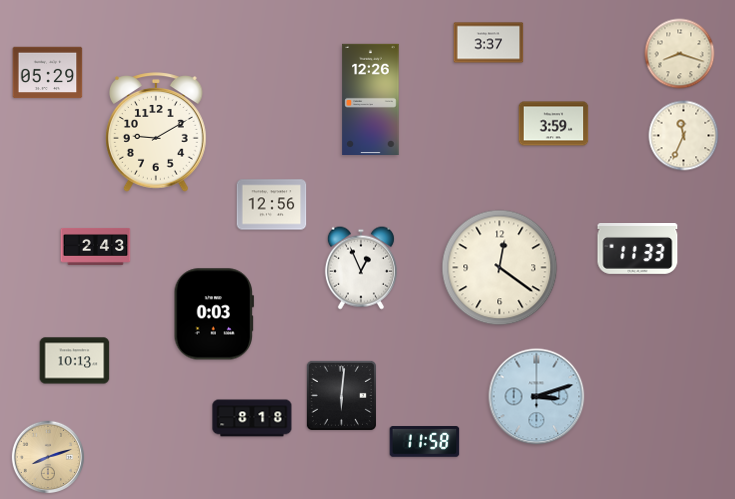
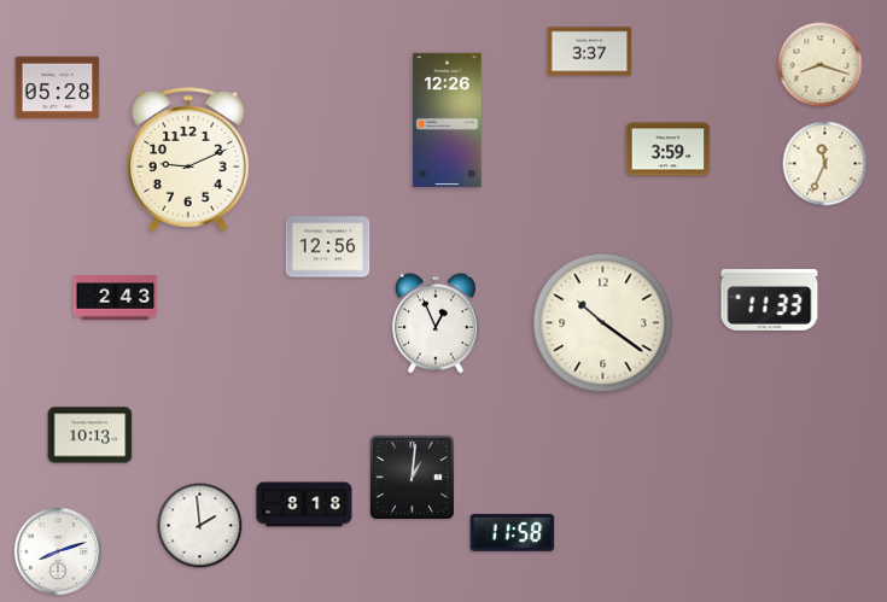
clock at (48, 73): 05:29 -> 05:28
clock at (157, 132): 9:10 -> 9:11
clock at (500, 268): 12:21 -> 10:21
clock at (214, 314): 0:03 -> none
clock at (341, 395): 6:01 -> 1:01
clock at (537, 397): 3:12 -> none
clock at (200, 526): none -> 1:59
clock at (48, 457) dial: champagne -> white
